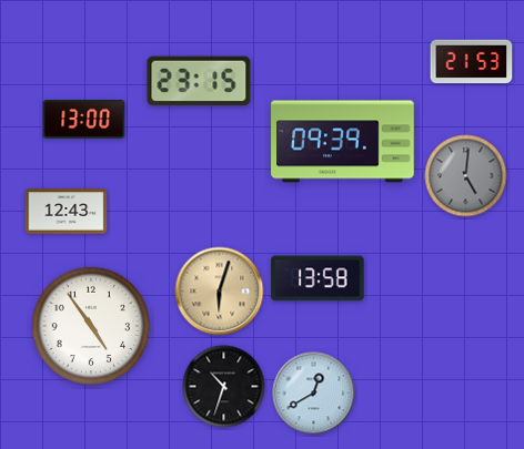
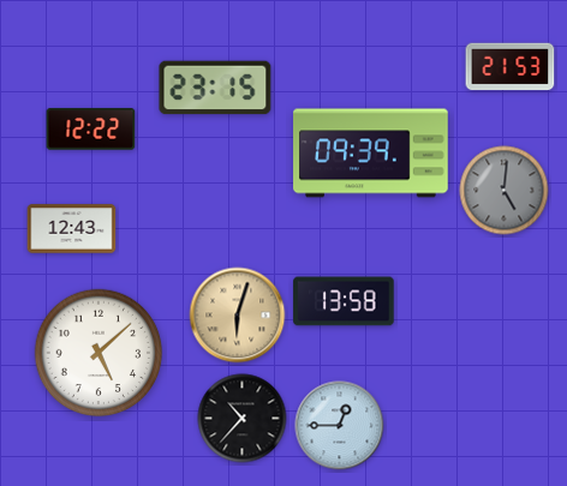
clock at (84, 120): 13:00 -> 12:22
clock at (91, 326): 4:54 -> 5:08
clock at (224, 387): 10:33 -> 10:37
clock at (314, 394): 12:40 -> 12:45
